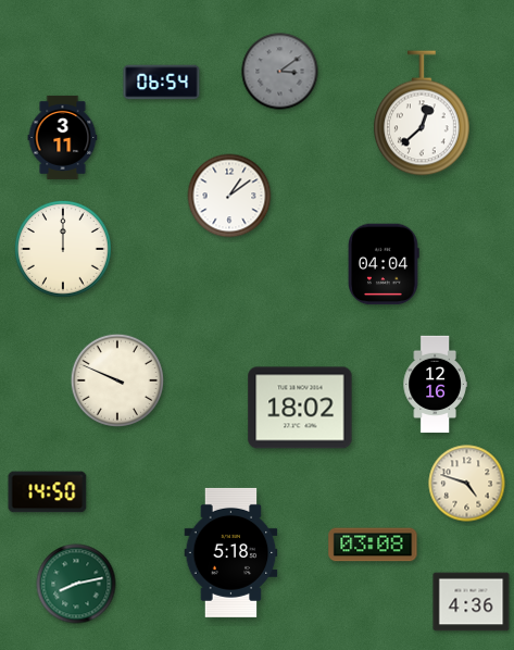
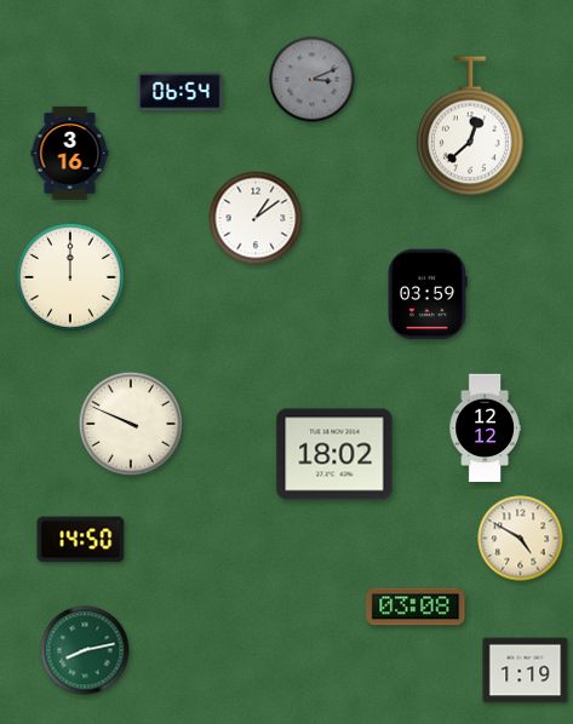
clock at (280, 72): 3:09 -> 3:11
clock at (63, 137): 3:11 -> 3:16
clock at (384, 264): 04:04 -> 03:59
clock at (435, 385): 12:16 -> 12:12
clock at (467, 484): 4:48 -> 4:50
clock at (48, 492) position: (48, 492) -> (81, 540)
clock at (231, 552): 5:18 -> none
clock at (472, 602): 4:36 -> 1:19
